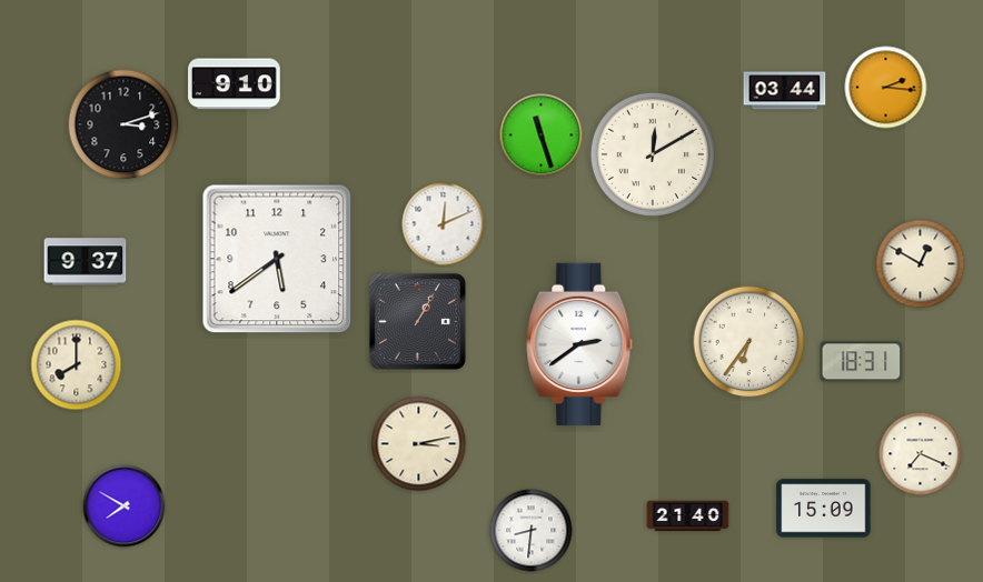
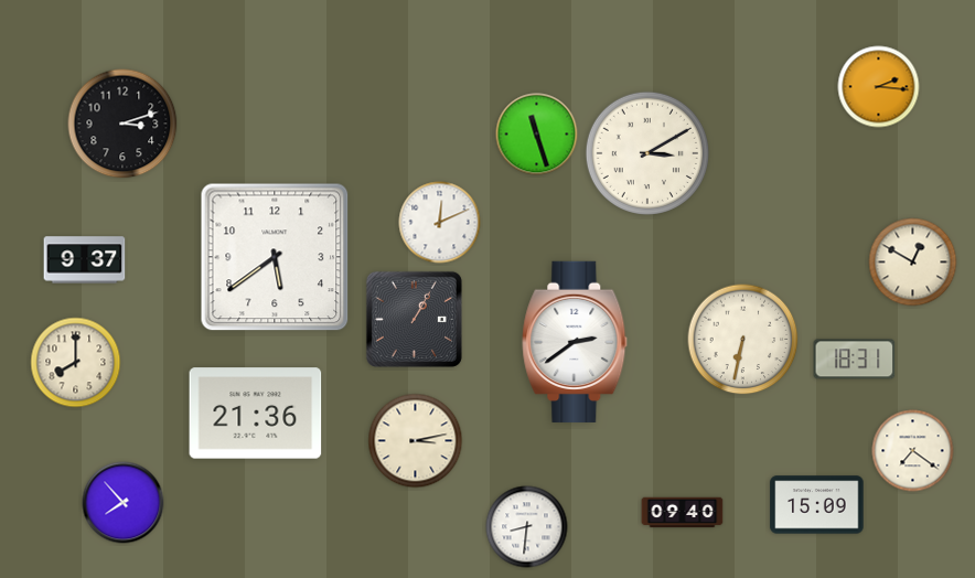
clock at (235, 84): 9:10 -> none
clock at (785, 91): 03:44 -> none
clock at (653, 154): 12:10 -> 3:10
clock at (749, 342): 6:36 -> 6:32
clock at (256, 414): none -> 21:36
clock at (921, 454): 7:19 -> 7:21
clock at (125, 506): 7:50 -> 7:53
clock at (688, 516): 21:40 -> 09:40
